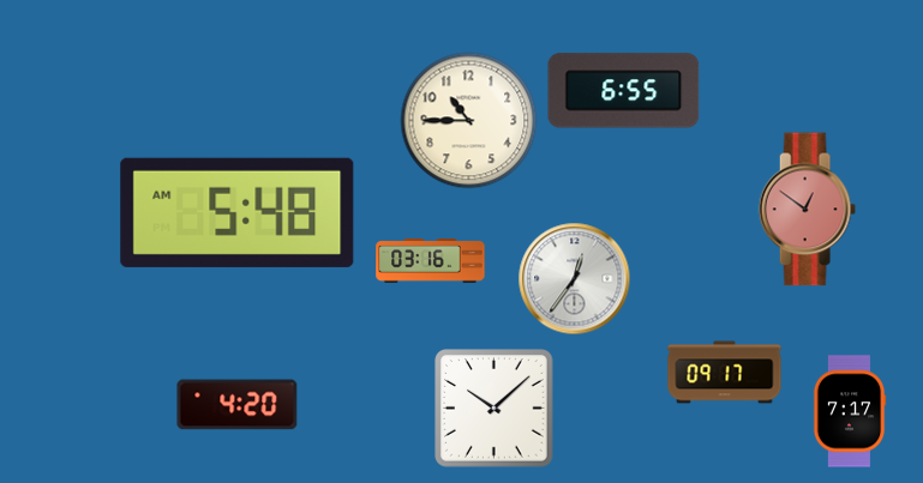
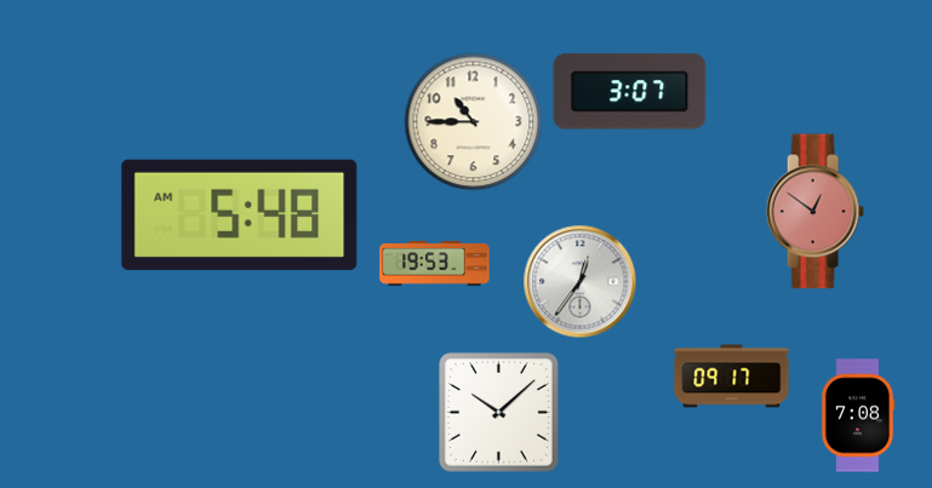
clock at (624, 91): 6:55 -> 3:07
clock at (431, 261): 03:16 -> 19:53
clock at (238, 405): 4:20 -> none
clock at (850, 411): 7:17 -> 7:08
